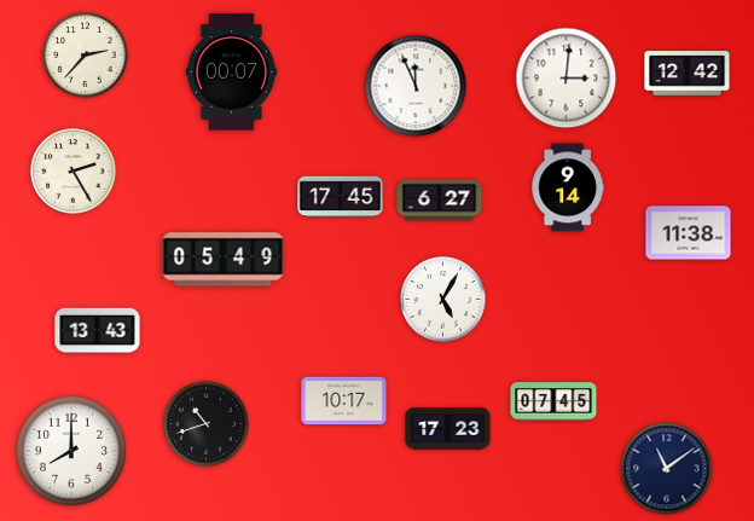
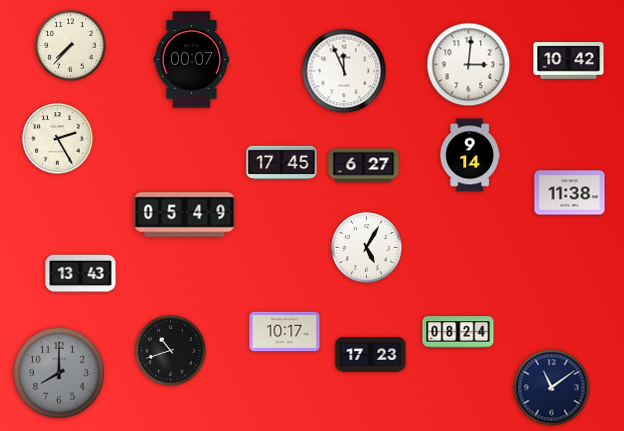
clock at (86, 56): 2:37 -> 7:37
clock at (688, 74): 12:42 -> 10:42
clock at (74, 172) position: (74, 172) -> (58, 139)
clock at (553, 401): 07:45 -> 08:24
clock at (71, 451) dial: white -> grey
